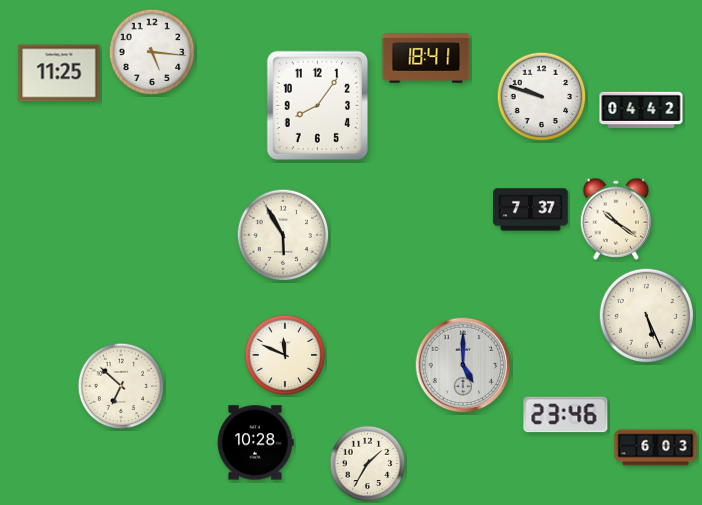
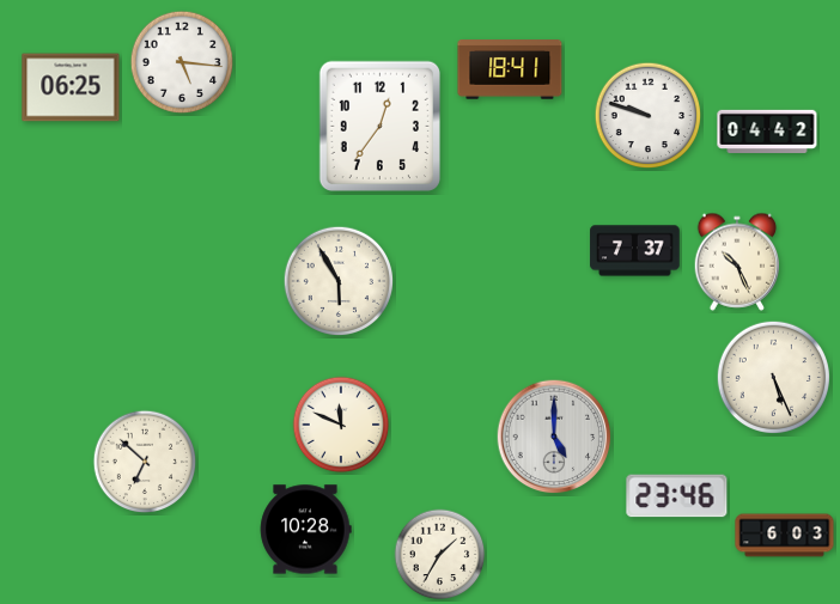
clock at (59, 73): 11:25 -> 06:25
clock at (317, 106): 8:06 -> 12:36
clock at (616, 219): 10:21 -> 10:26
